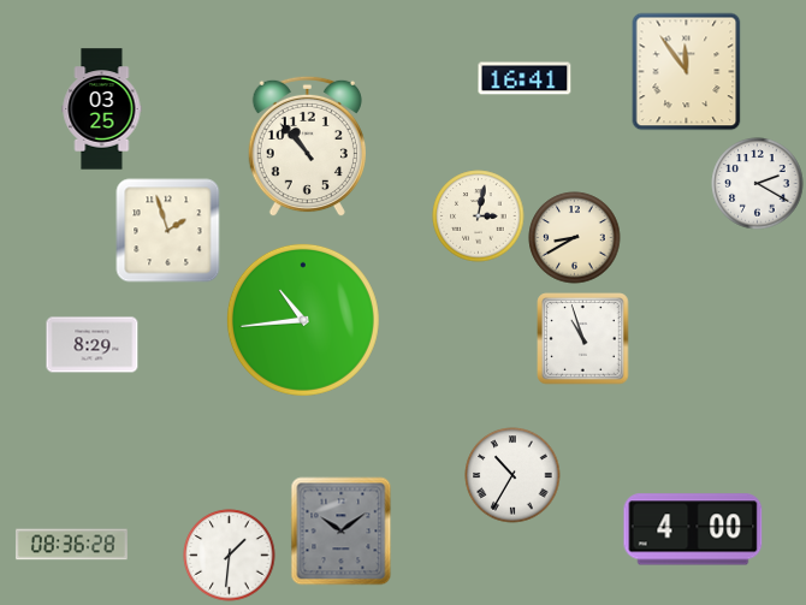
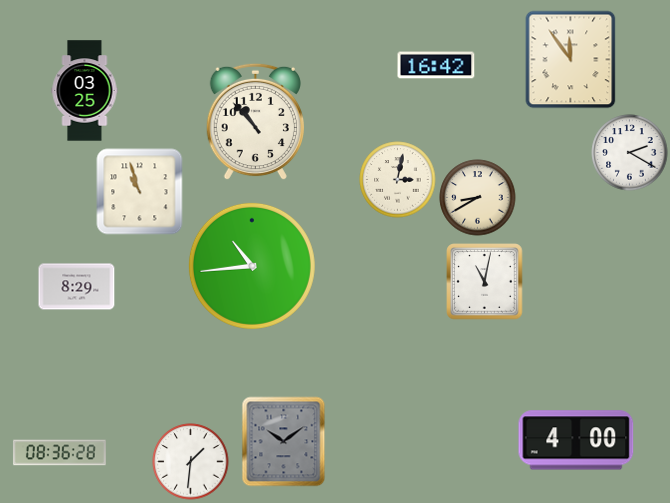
clock at (525, 78): 16:41 -> 16:42
clock at (168, 231): 1:57 -> 10:57
clock at (583, 339): 10:57 -> 11:02
clock at (512, 475): 10:35 -> none
